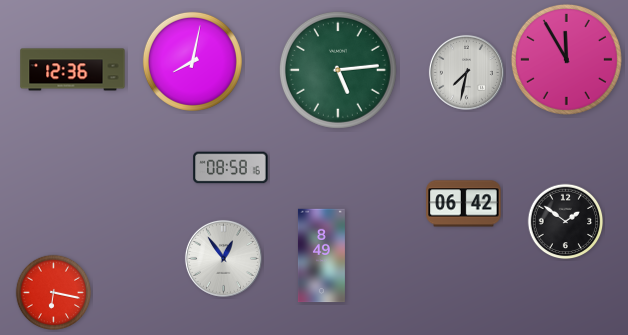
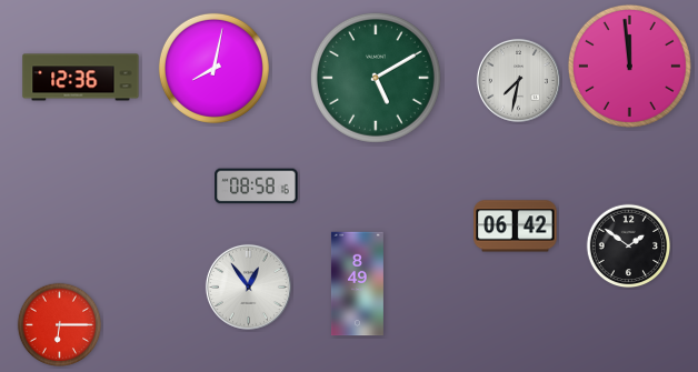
clock at (566, 59): 11:55 -> 11:59
clock at (338, 70): 5:14 -> 5:10
clock at (54, 293): 6:17 -> 6:15
